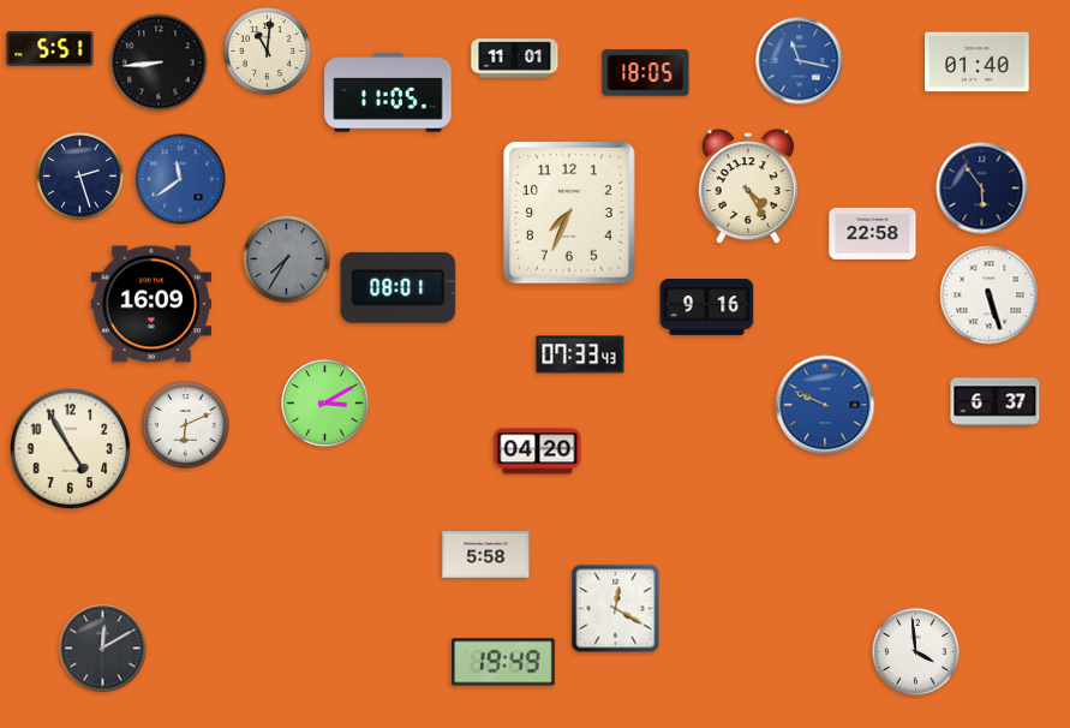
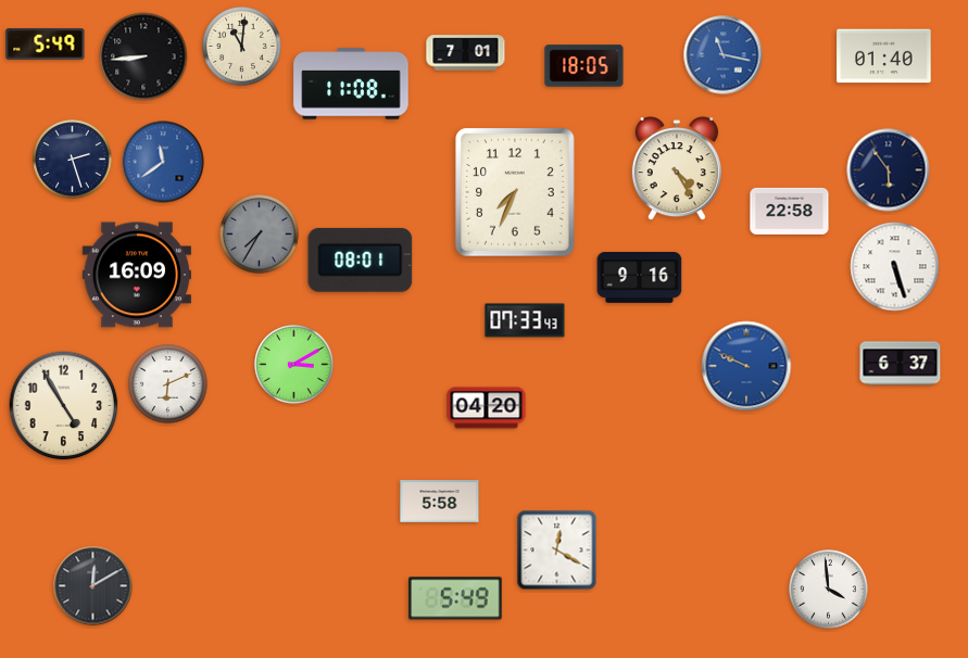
clock at (50, 49): 5:51 -> 5:49
clock at (515, 59): 11:01 -> 7:01
clock at (388, 93): 11:05 -> 11:08
clock at (503, 662): 19:49 -> 5:49
